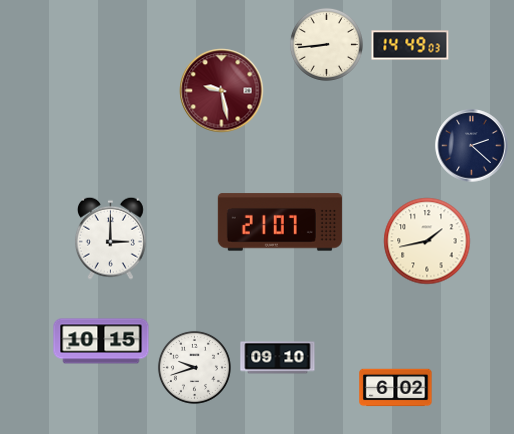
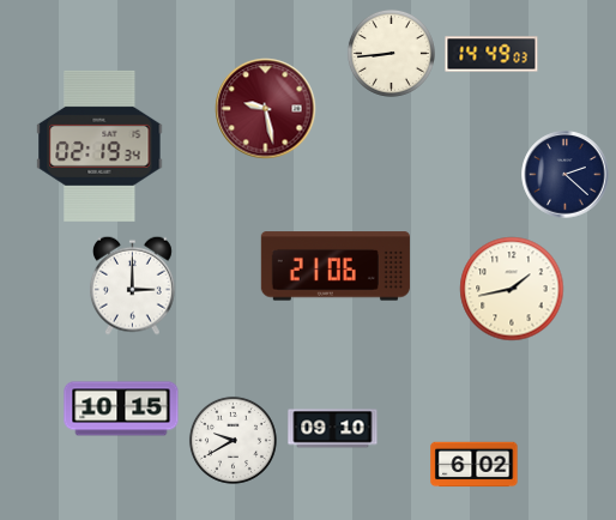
clock at (99, 146): none -> 02:19
clock at (280, 222): 21:07 -> 21:06
clock at (194, 367): 9:42 -> 9:40
